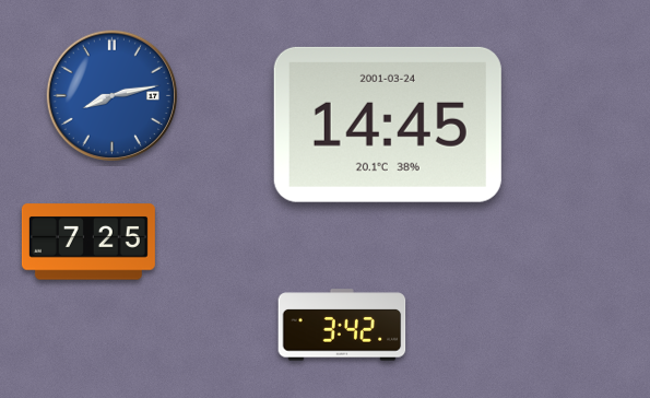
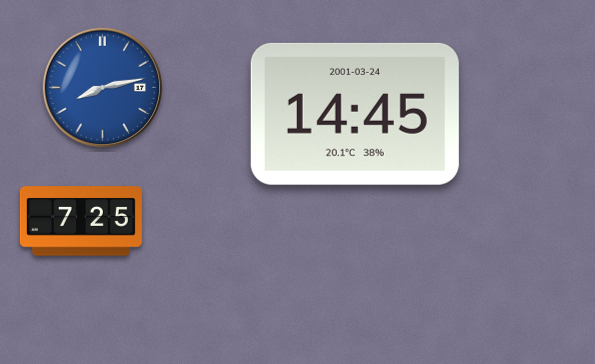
clock at (342, 325): 3:42 -> none
